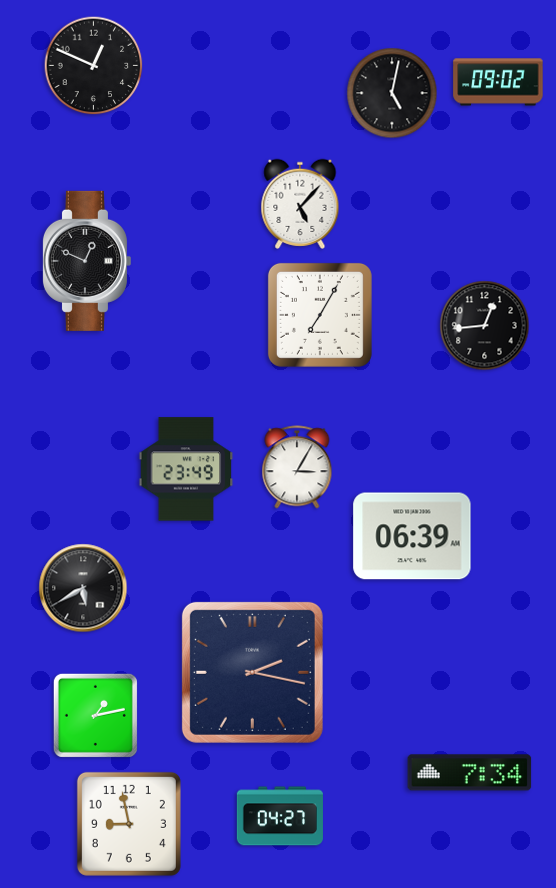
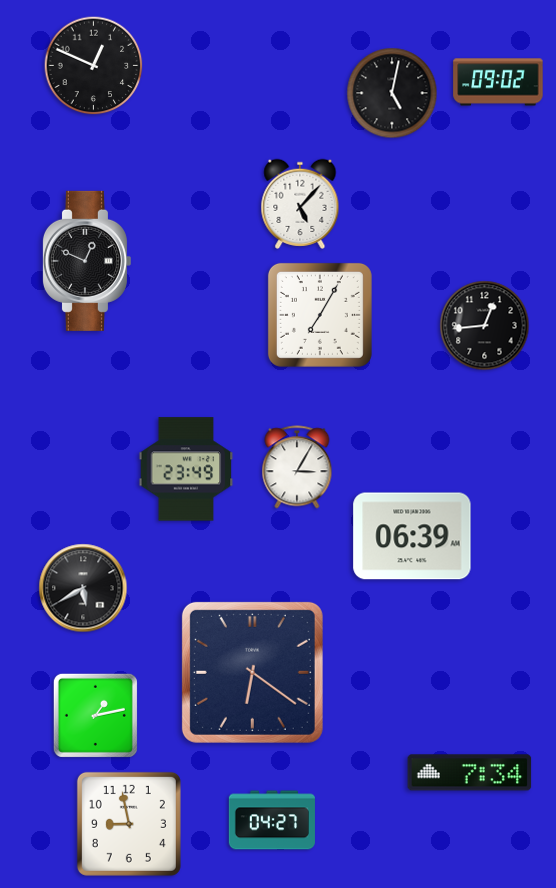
clock at (252, 672): 2:17 -> 6:21
clock at (280, 816) position: (280, 816) -> (272, 820)
